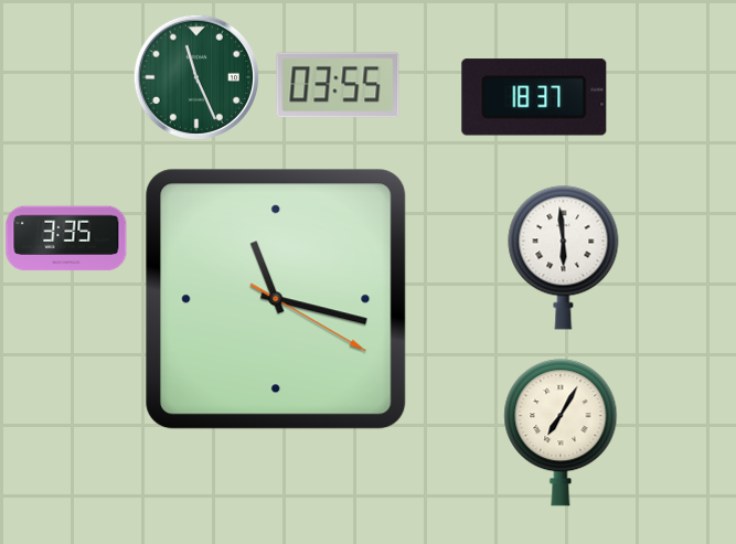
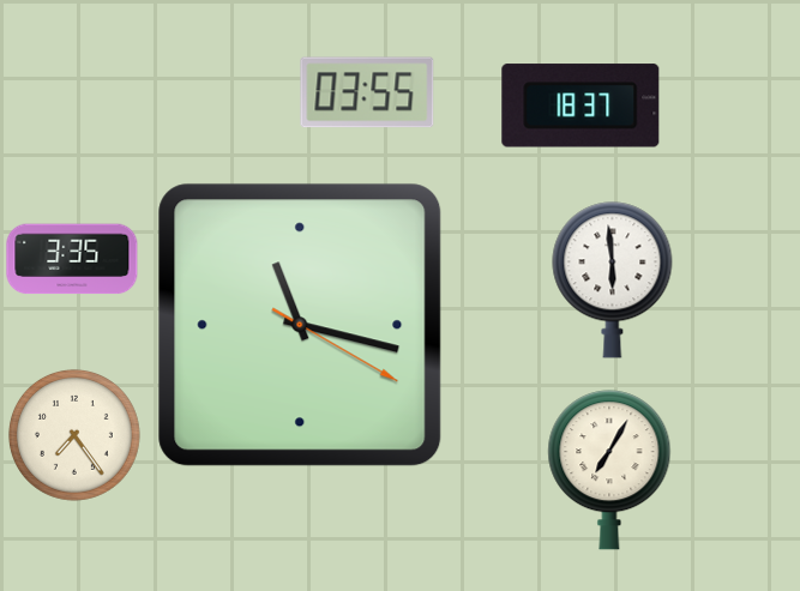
clock at (195, 76): 11:26 -> none
clock at (74, 435): none -> 7:24
